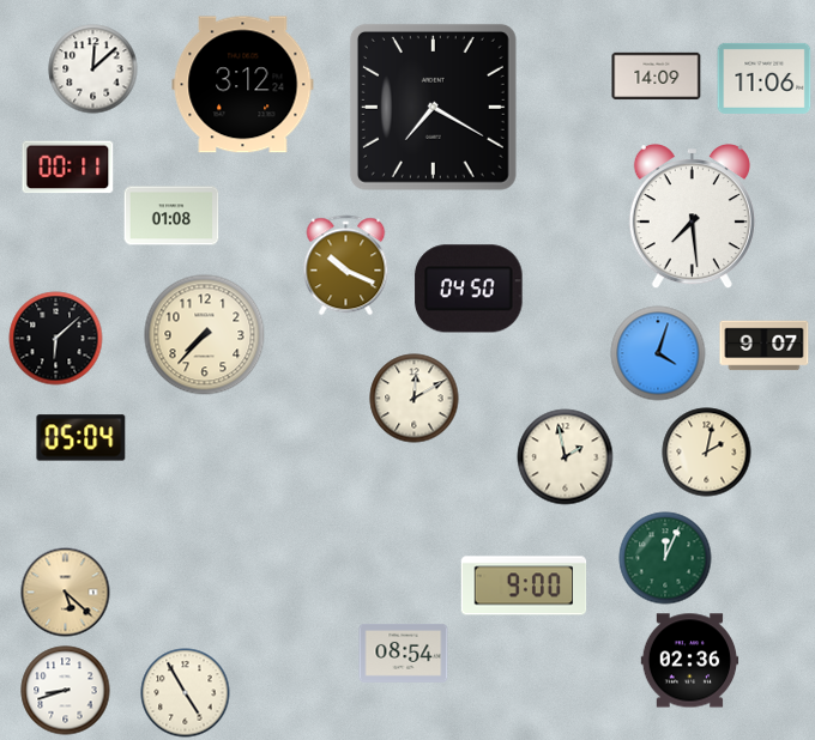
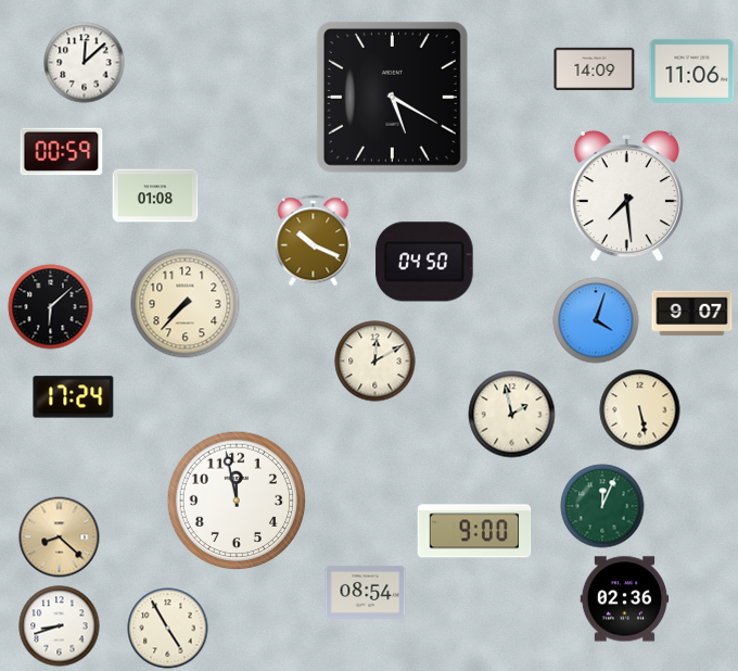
clock at (243, 85): 3:12 -> none
clock at (433, 107): 7:20 -> 5:20
clock at (68, 168): 00:11 -> 00:59
clock at (81, 438): 05:04 -> 17:24
clock at (707, 453): 2:02 -> 5:28
clock at (237, 501): none -> 11:58
clock at (66, 593): 5:22 -> 8:22
